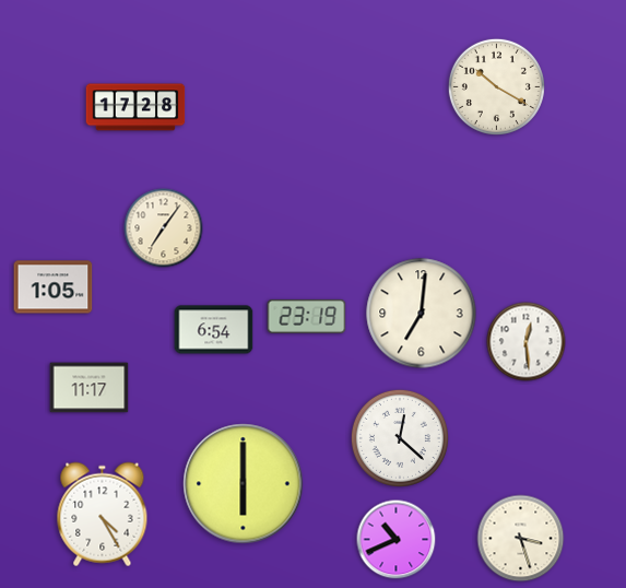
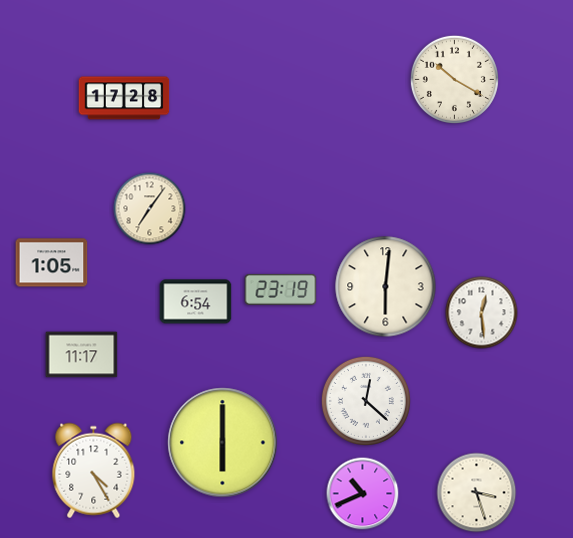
clock at (54, 287) position: (54, 287) -> (52, 263)
clock at (422, 314): 7:01 -> 6:01
